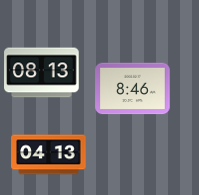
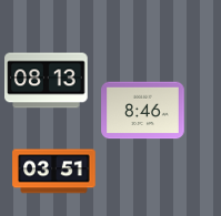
clock at (133, 89) position: (133, 89) -> (143, 111)
clock at (49, 155): 04:13 -> 03:51
